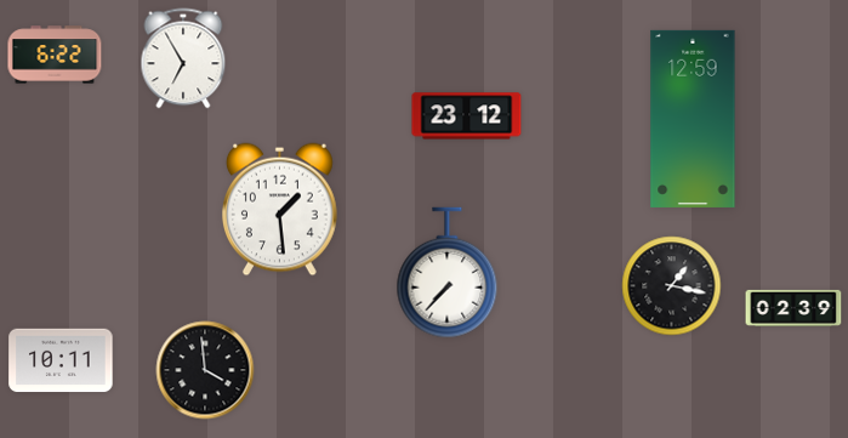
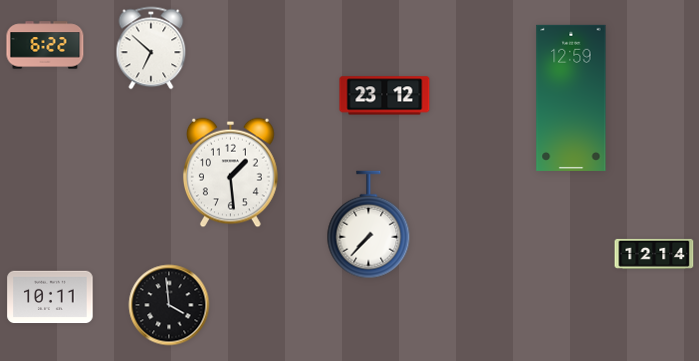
clock at (183, 58): 6:55 -> 6:52
clock at (672, 286): 1:17 -> none
clock at (793, 308): 02:39 -> 12:14
